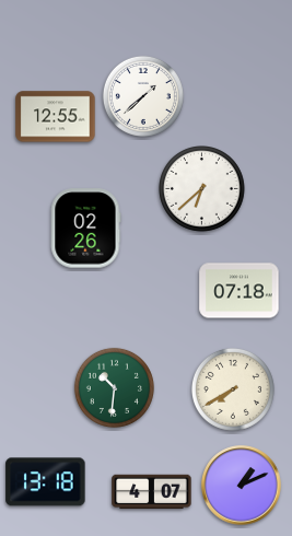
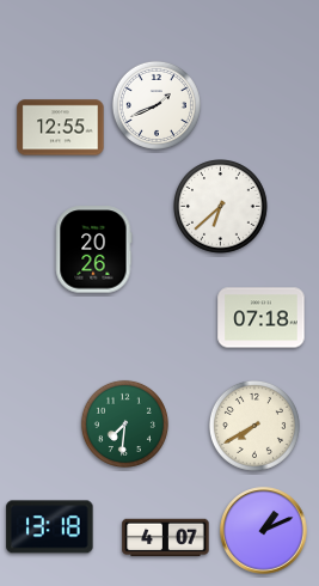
clock at (143, 96): 1:38 -> 1:41
clock at (85, 229): 02:26 -> 20:26
clock at (114, 387): 10:31 -> 7:31
